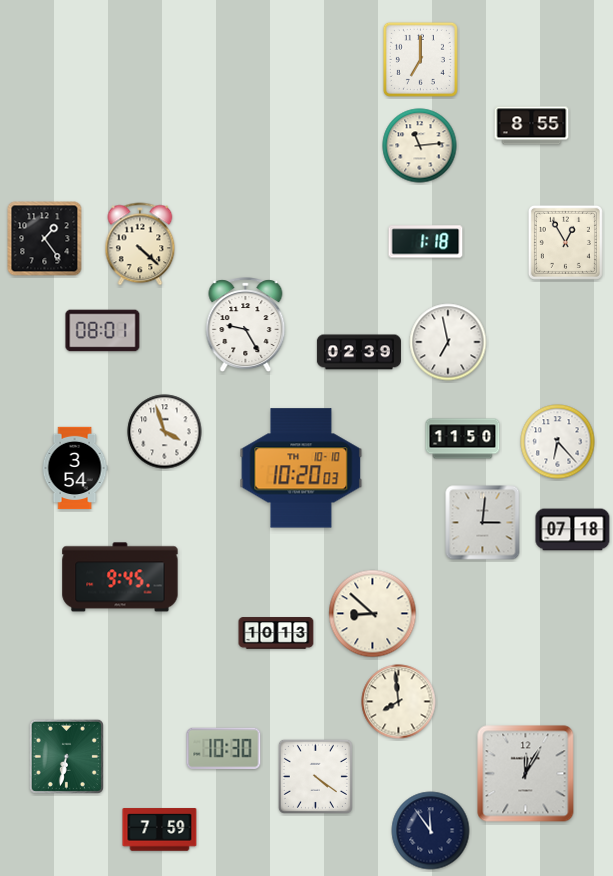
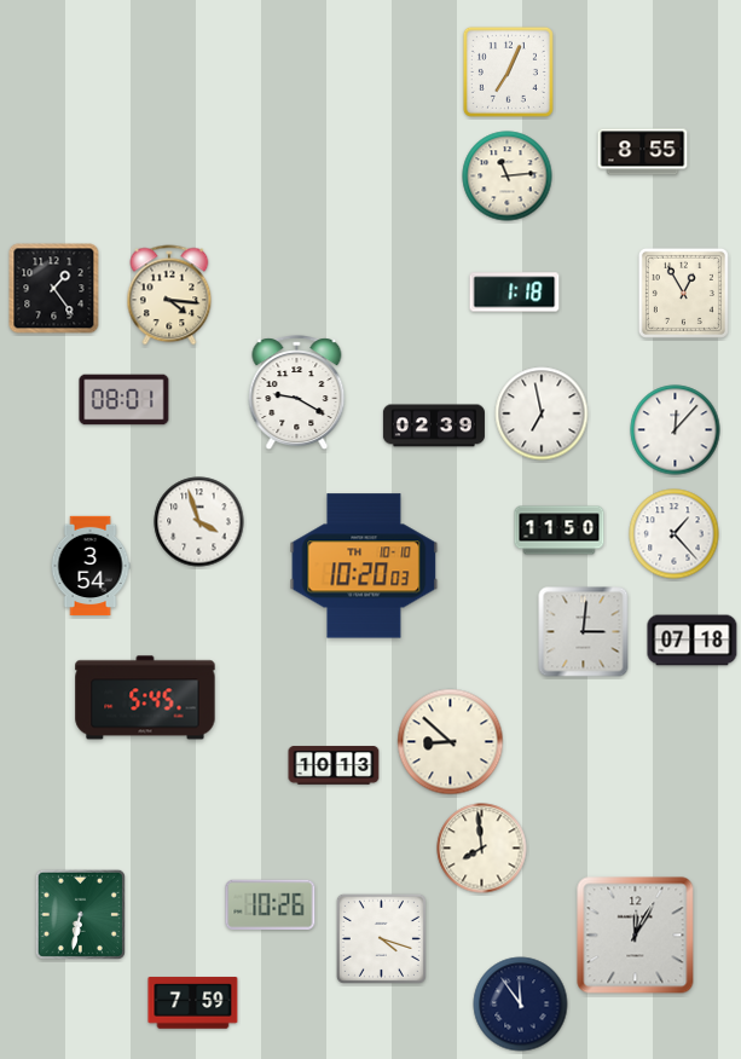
clock at (420, 59): 7:00 -> 7:04
clock at (140, 244): 4:22 -> 4:16
clock at (246, 325): 9:25 -> 9:20
clock at (676, 430): none -> 12:07
clock at (558, 442): 6:23 -> 1:23
clock at (120, 577): 9:45 -> 5:45
clock at (224, 748): 10:30 -> 10:26
clock at (315, 776): 4:21 -> 4:18
